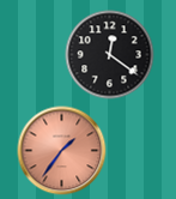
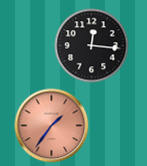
clock at (110, 55): 12:21 -> 12:16
